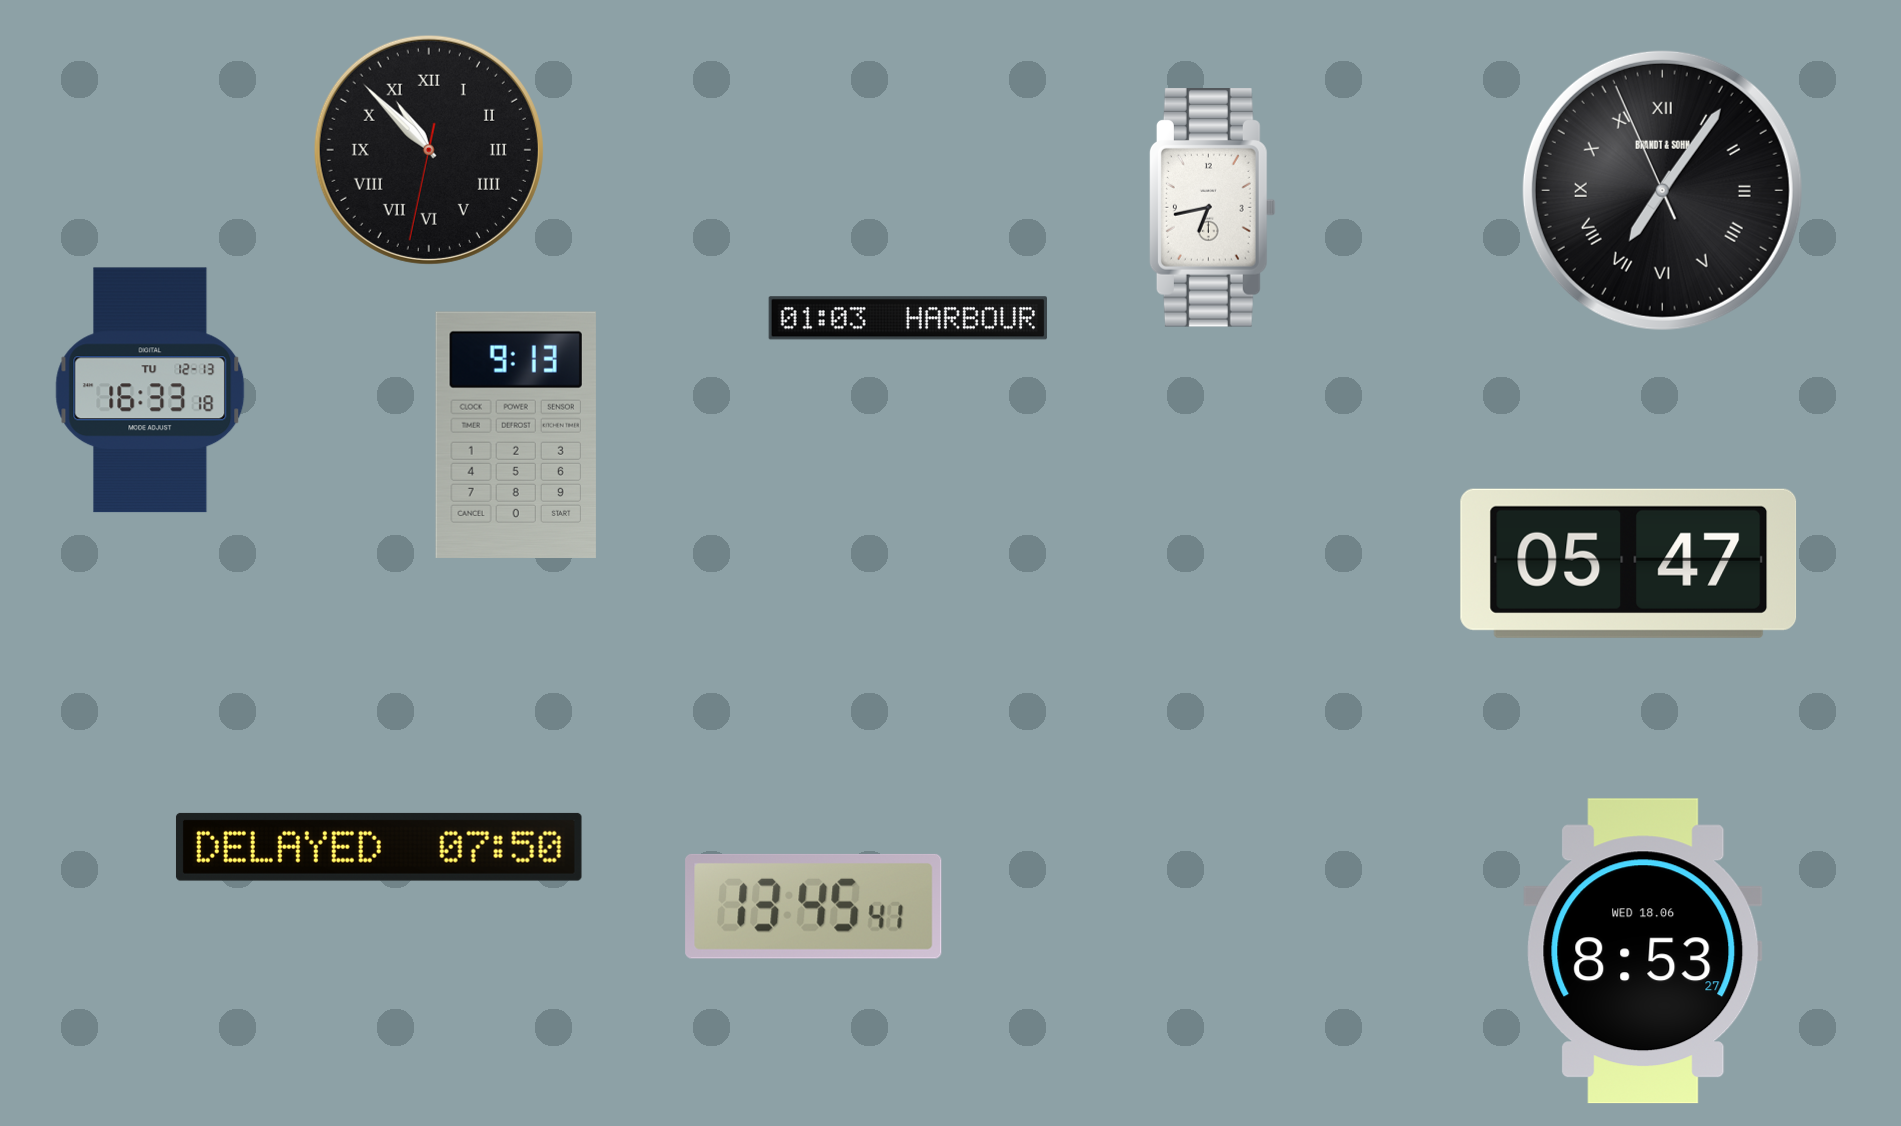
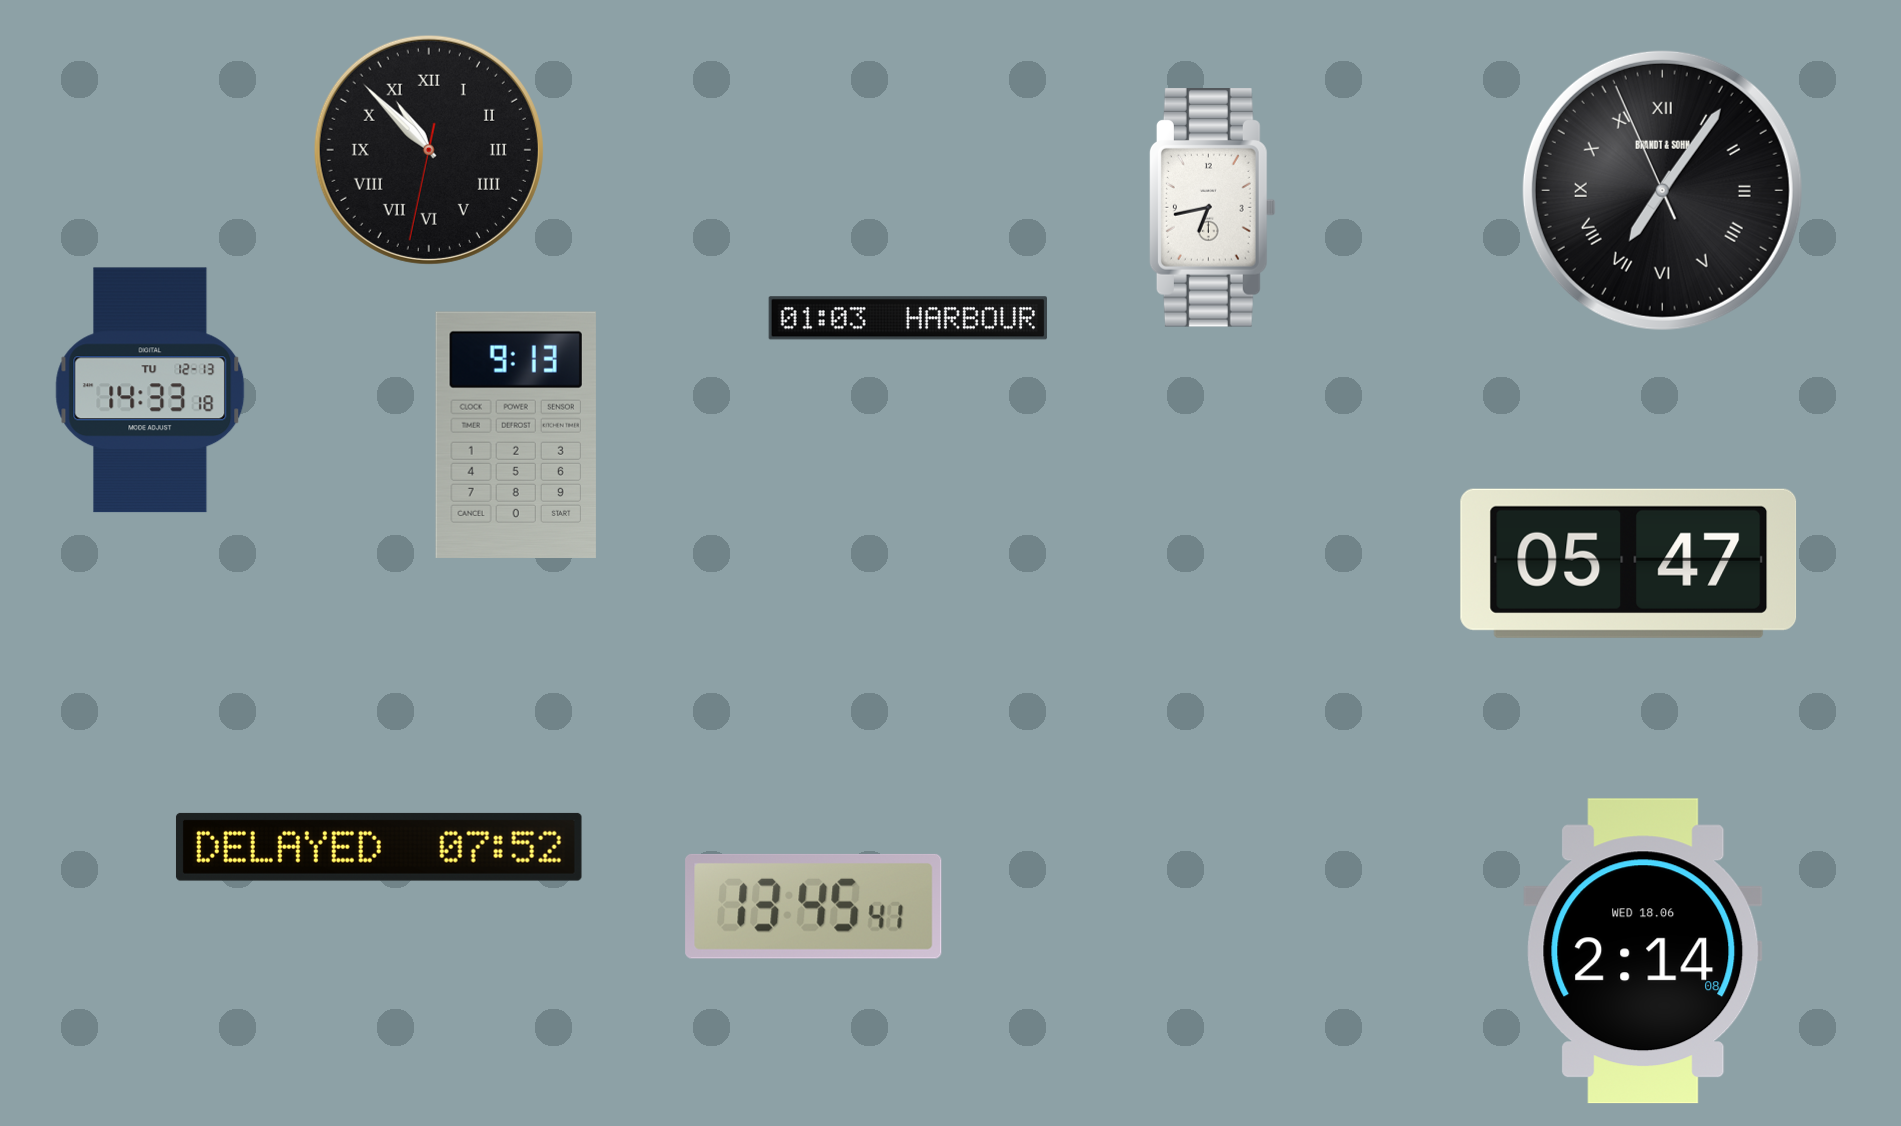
clock at (150, 390): 16:33 -> 14:33
clock at (379, 847): 07:50 -> 07:52
clock at (1643, 951): 8:53 -> 2:14
